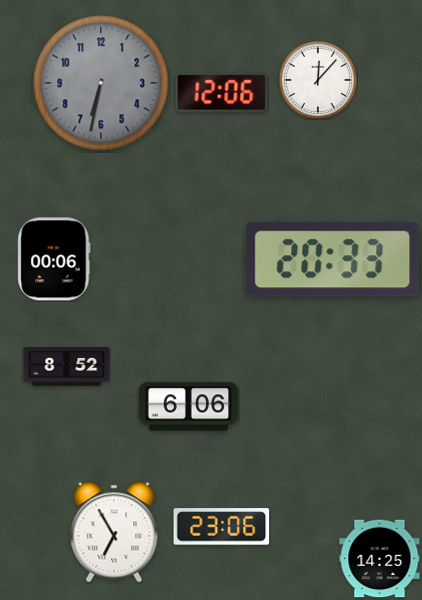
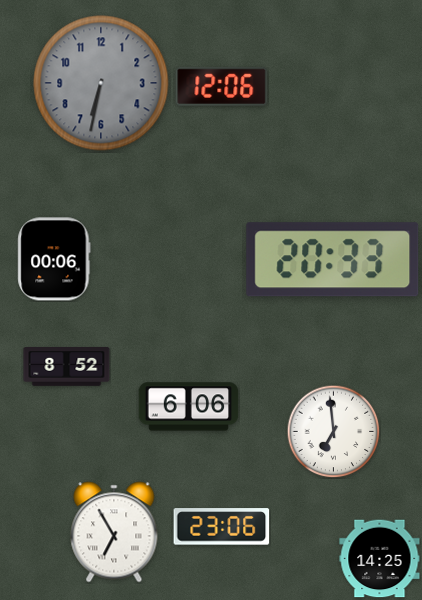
clock at (317, 79): 12:07 -> none
clock at (222, 92) position: (222, 92) -> (222, 86)
clock at (333, 431): none -> 6:59
